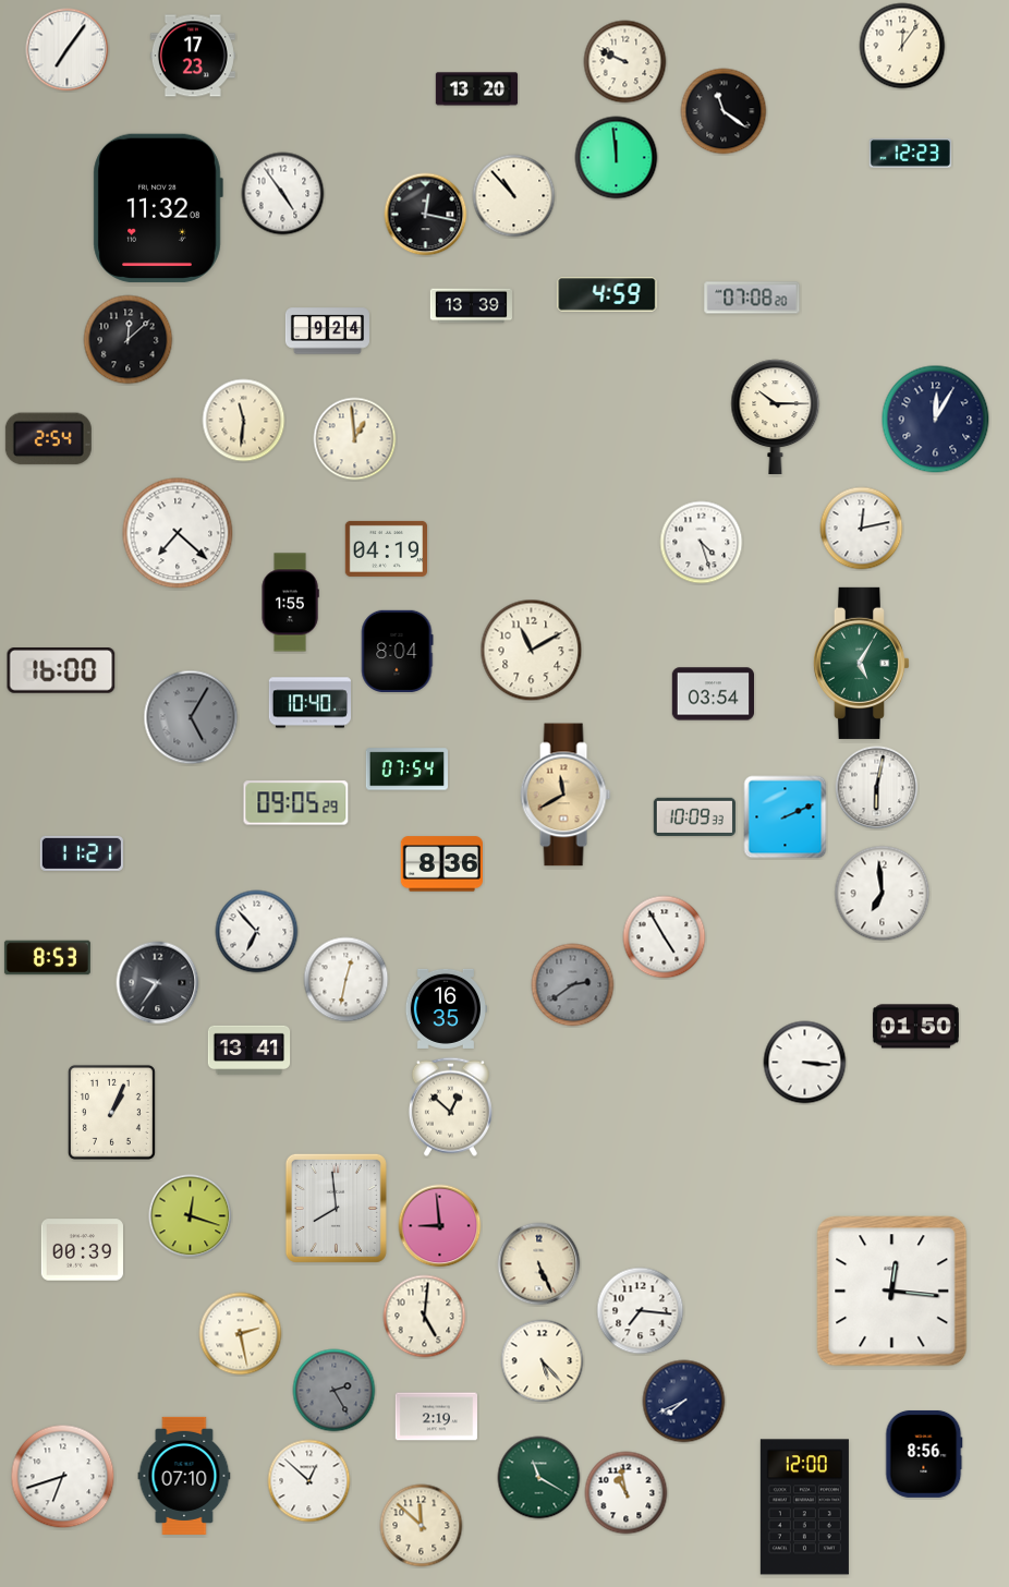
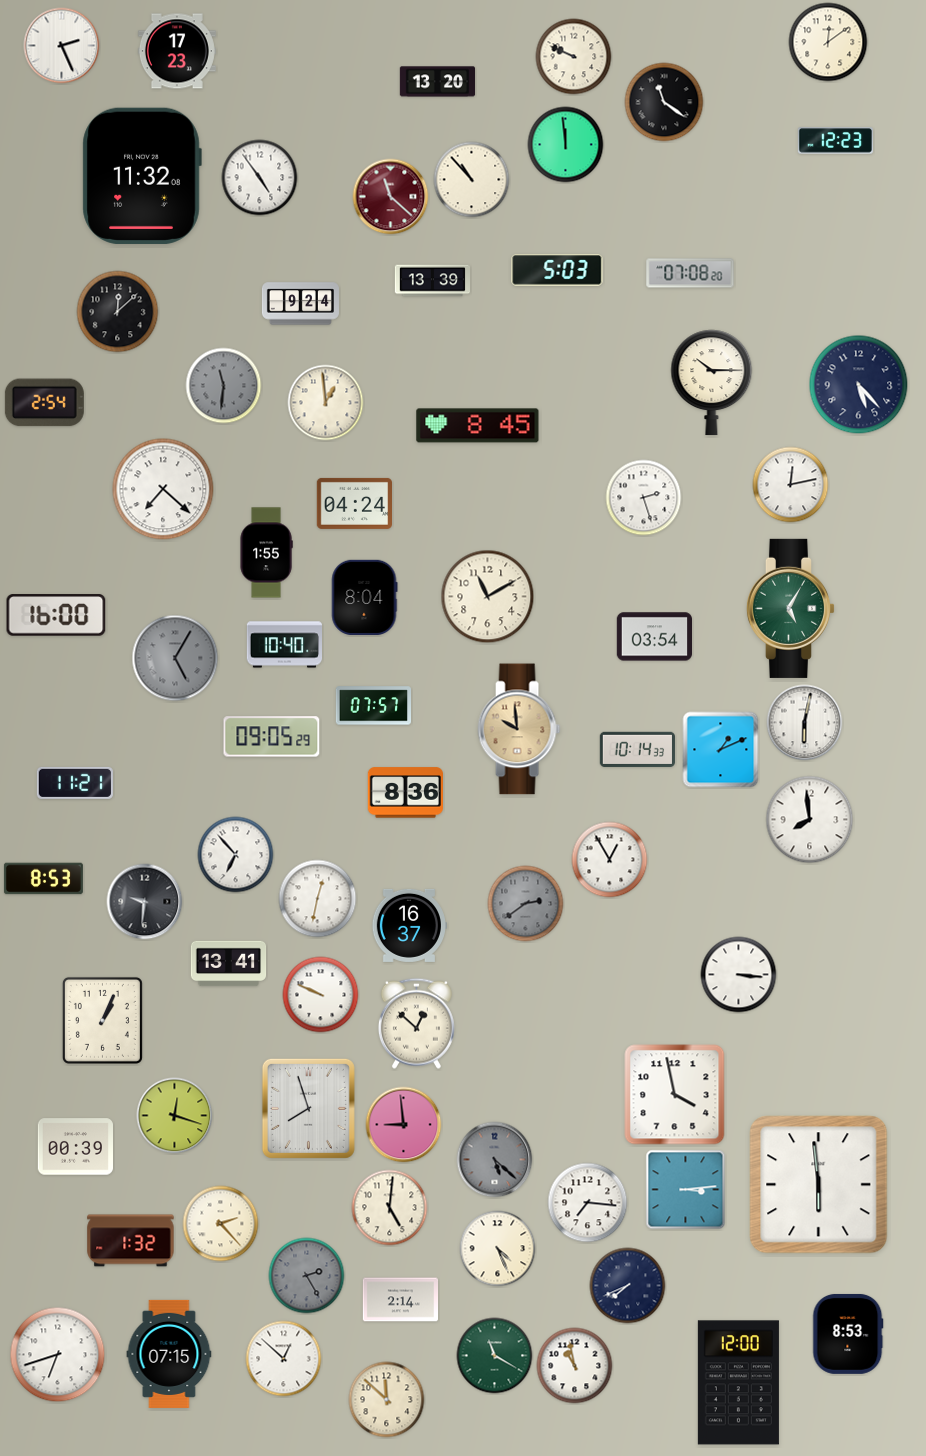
clock at (902, 46): 12:06 -> 12:09
clock at (68, 50): 7:06 -> 2:26
clock at (158, 208) position: (158, 208) -> (142, 176)
clock at (426, 215): 12:17 -> 11:22
clock at (426, 215) dial: black -> burgundy
clock at (607, 294): 4:59 -> 5:03
clock at (936, 420): 12:05 -> 5:23
clock at (244, 421) dial: cream -> grey
clock at (478, 426): none -> 8:45
clock at (702, 543): 4:27 -> 2:27
clock at (386, 548): 04:19 -> 04:24
clock at (406, 770): 07:54 -> 07:57
clock at (566, 795): 11:40 -> 9:59
clock at (694, 816): 10:09 -> 10:14
clock at (786, 817): 2:11 -> 1:11
clock at (883, 894): 6:59 -> 7:59
clock at (665, 937): 4:55 -> 12:55
clock at (158, 983): 9:36 -> 9:31
clock at (445, 1008): 16:35 -> 16:37
clock at (915, 1027): 01:50 -> none
clock at (321, 995): none -> 9:49
clock at (450, 1106) position: (450, 1106) -> (416, 1023)
clock at (675, 1095): none -> 3:58
clock at (336, 1208): 7:59 -> 7:57
clock at (539, 1264): 5:26 -> 5:22
clock at (539, 1264) dial: cream -> grey
clock at (892, 1292): 12:16 -> 5:59
clock at (686, 1190): none -> 3:14
clock at (241, 1334): 2:28 -> 2:23
clock at (131, 1241): none -> 1:32
clock at (543, 1361): 5:23 -> 4:26
clock at (436, 1417): 2:19 -> 2:14
clock at (924, 1454): 8:56 -> 8:53
clock at (184, 1476): 07:10 -> 07:15
clock at (627, 1493) position: (627, 1493) -> (575, 1366)
